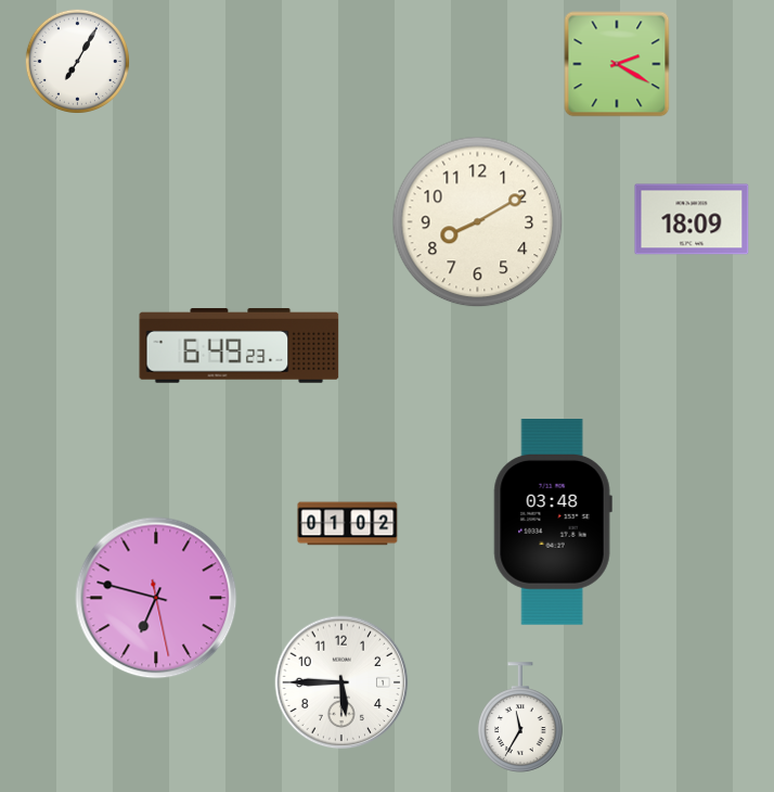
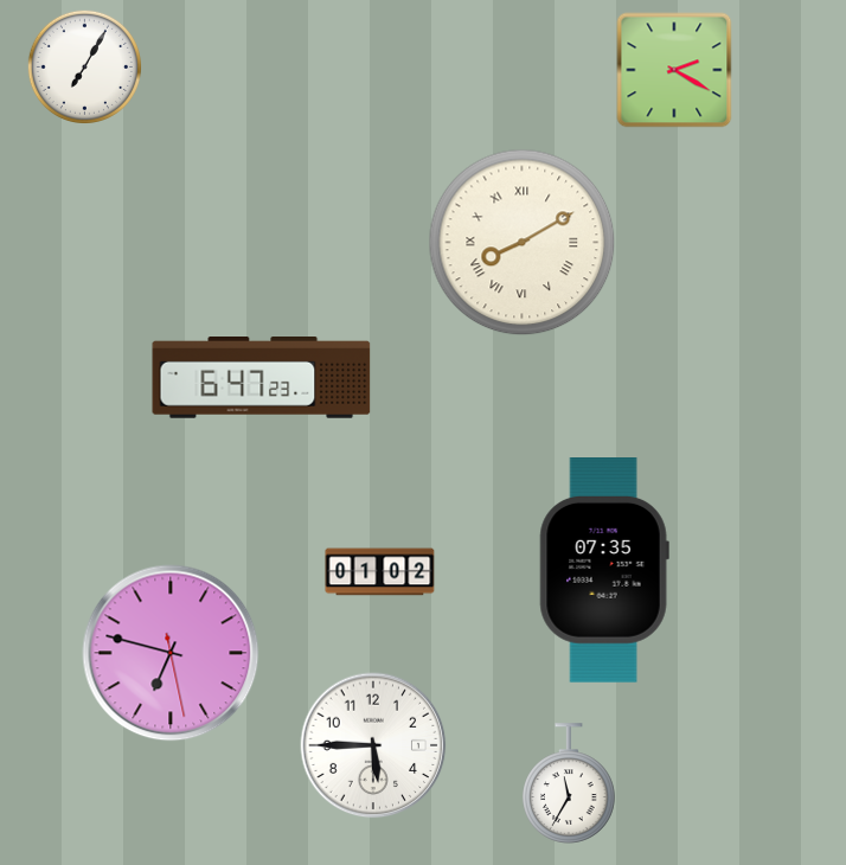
clock at (692, 219): 18:09 -> none
clock at (478, 222) numerals: Arabic -> Roman
clock at (240, 346): 6:49 -> 6:47
clock at (553, 523): 03:48 -> 07:35
